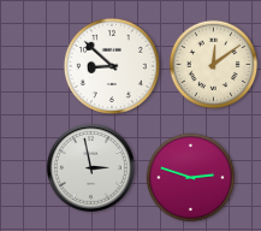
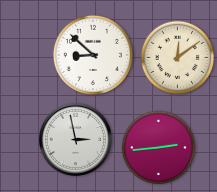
clock at (214, 65) position: (214, 65) -> (178, 58)
clock at (191, 178): 2:48 -> 2:44
